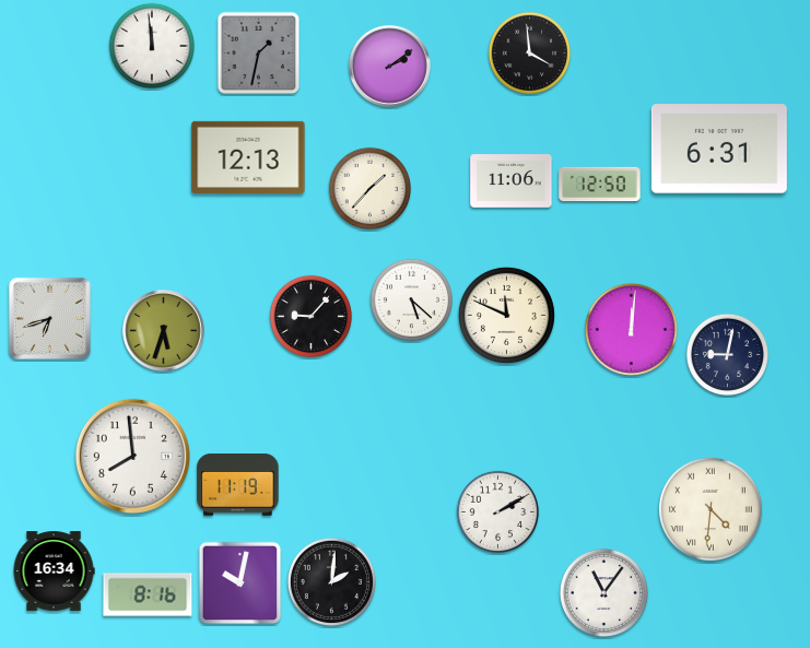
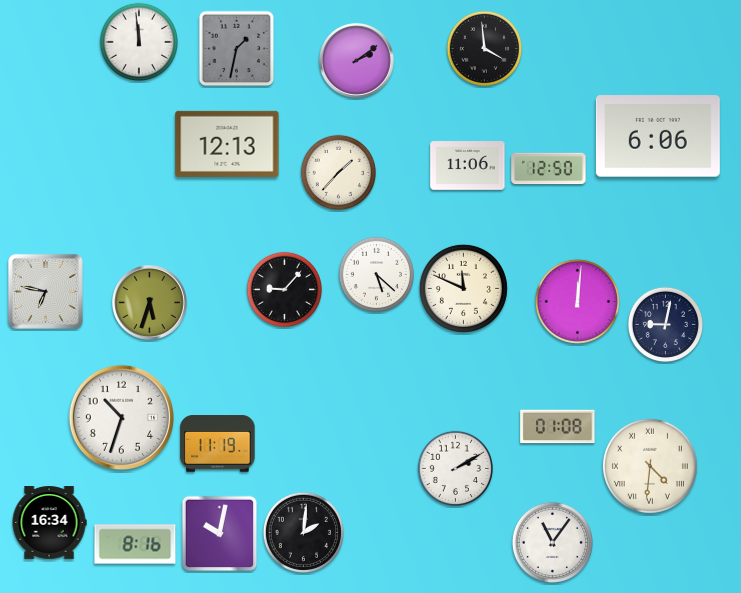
clock at (719, 149): 6:31 -> 6:06
clock at (49, 318): 6:42 -> 6:47
clock at (132, 456): 7:59 -> 10:33
clock at (558, 427): none -> 01:08
